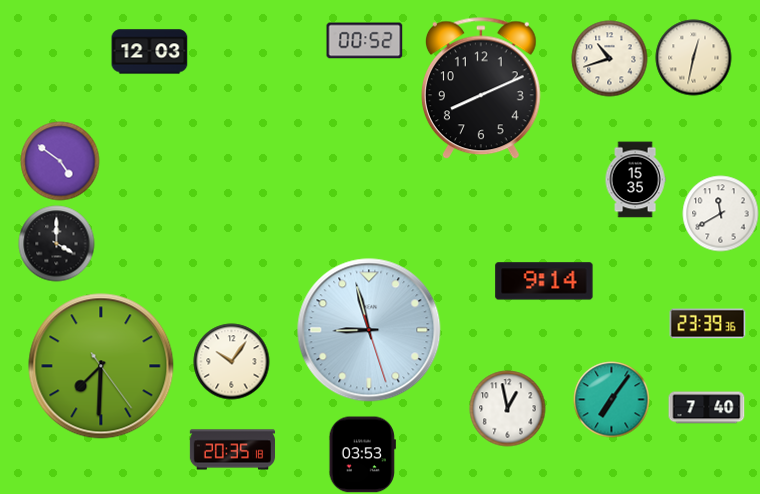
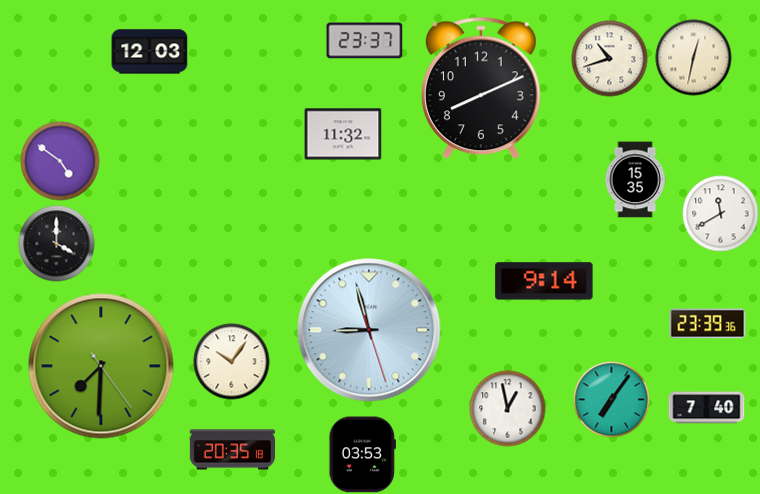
clock at (365, 41): 00:52 -> 23:37
clock at (343, 134): none -> 11:32
